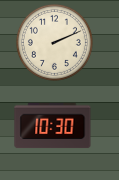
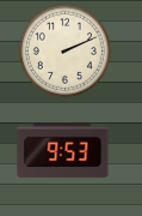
clock at (53, 126): 10:30 -> 9:53
